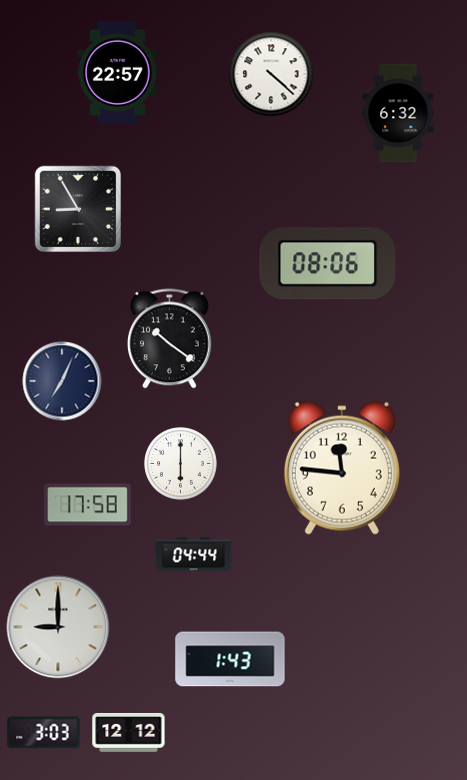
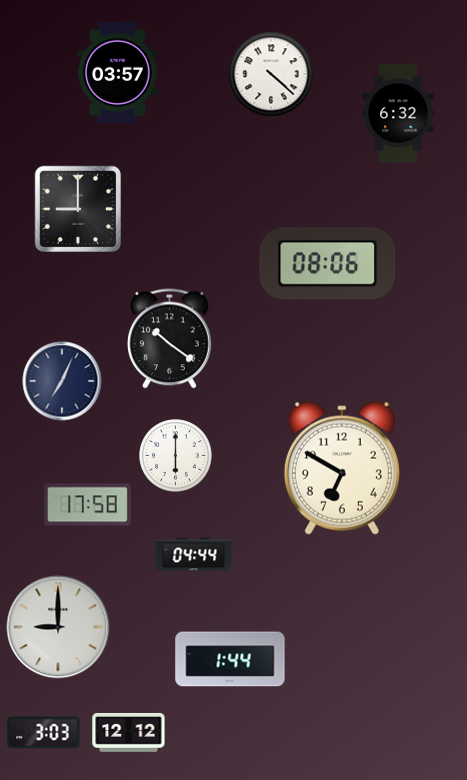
clock at (118, 73): 22:57 -> 03:57
clock at (78, 209): 8:55 -> 9:00
clock at (181, 464) position: (181, 464) -> (176, 456)
clock at (342, 468): 11:46 -> 6:50
clock at (230, 659): 1:43 -> 1:44
